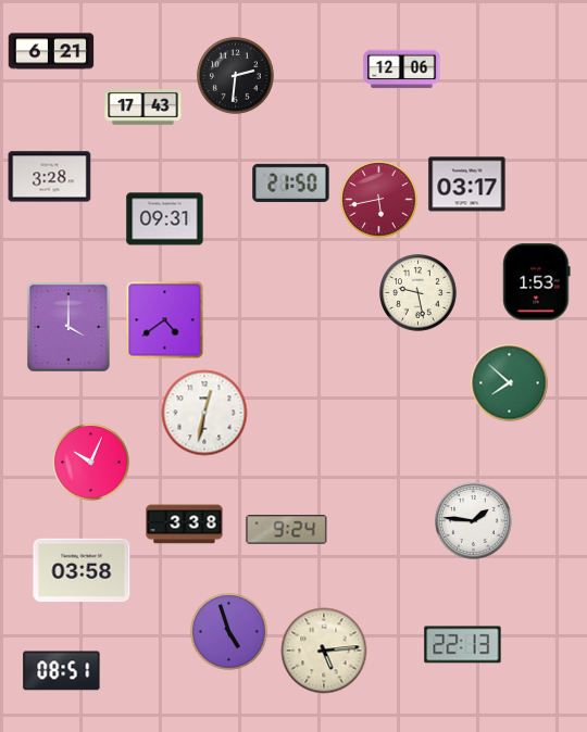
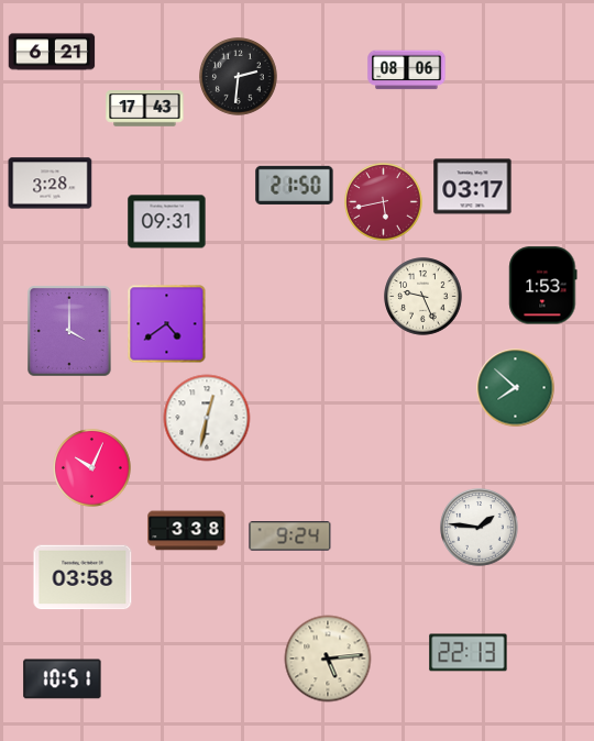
clock at (402, 70): 12:06 -> 08:06
clock at (50, 177) position: (50, 177) -> (51, 184)
clock at (419, 293): 9:28 -> 9:26
clock at (229, 632): 4:57 -> none
clock at (62, 671): 08:51 -> 10:51
